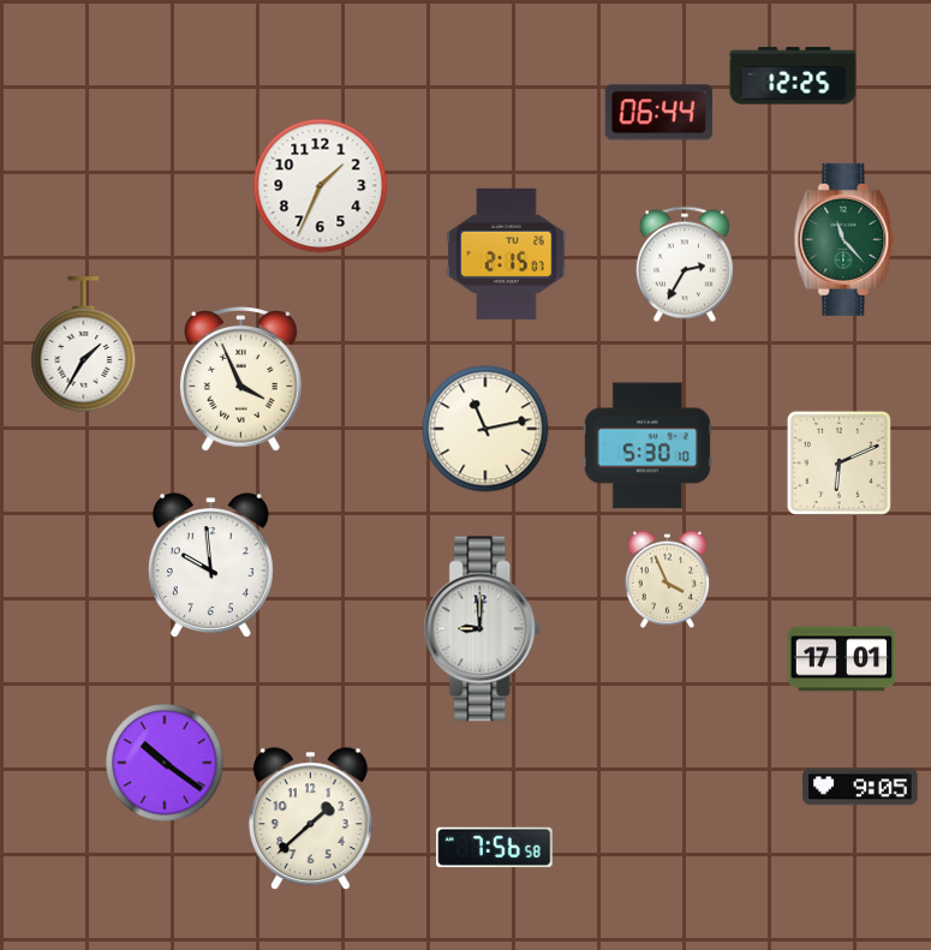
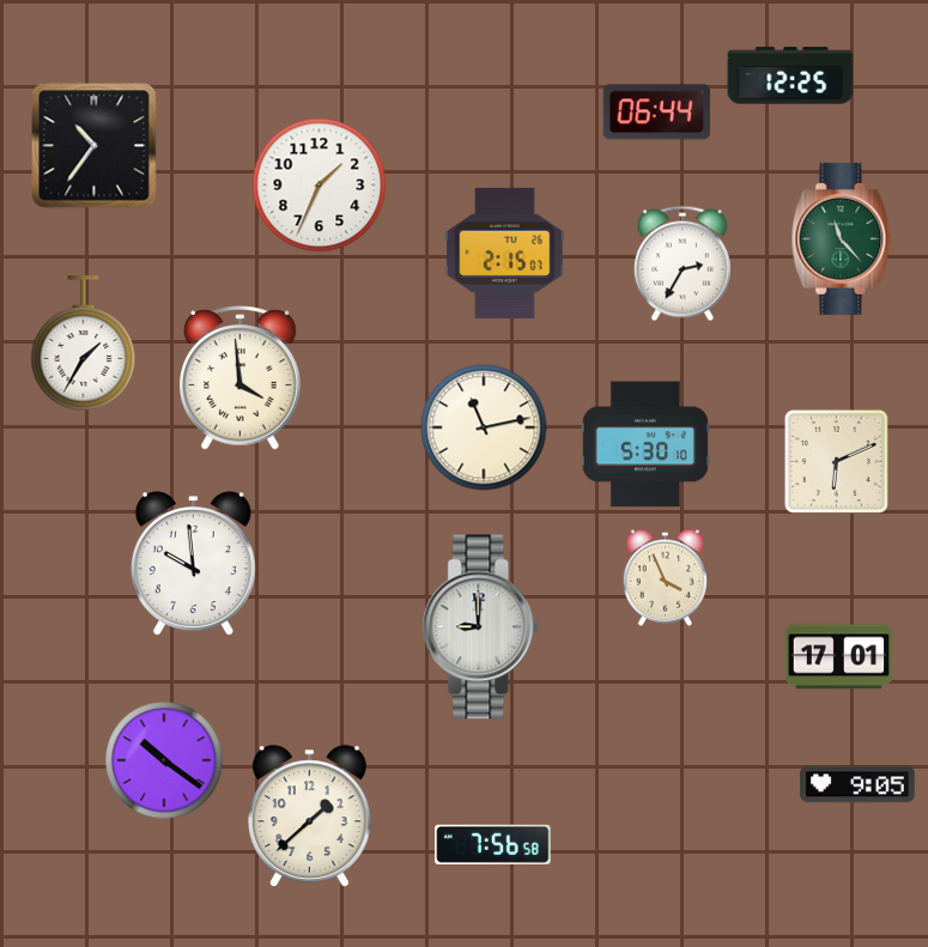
clock at (95, 146): none -> 10:36
clock at (241, 380): 3:56 -> 3:59
clock at (210, 566) position: (210, 566) -> (193, 564)
